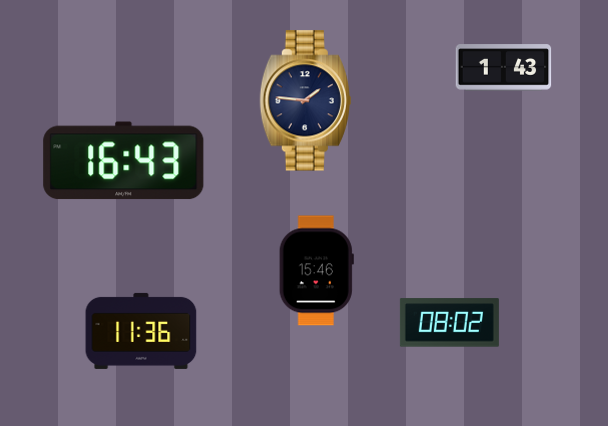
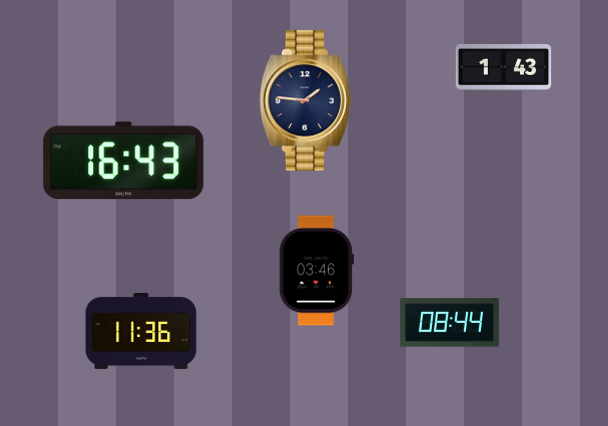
clock at (316, 271): 15:46 -> 03:46
clock at (449, 323): 08:02 -> 08:44
